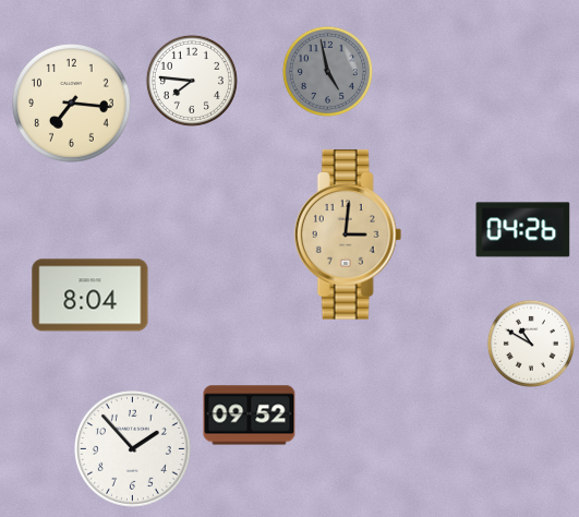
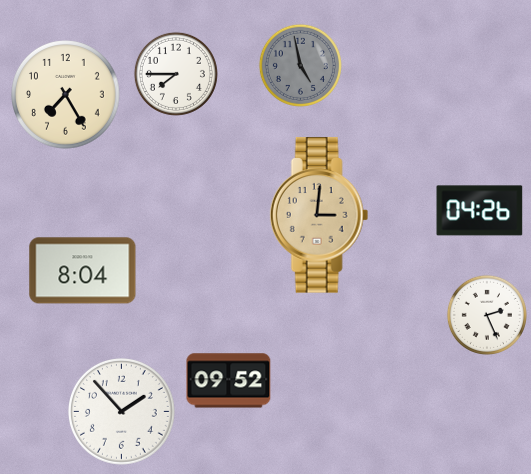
clock at (192, 81): 7:46 -> 7:45
clock at (72, 104): 7:16 -> 7:25
clock at (531, 344): 10:50 -> 2:26
